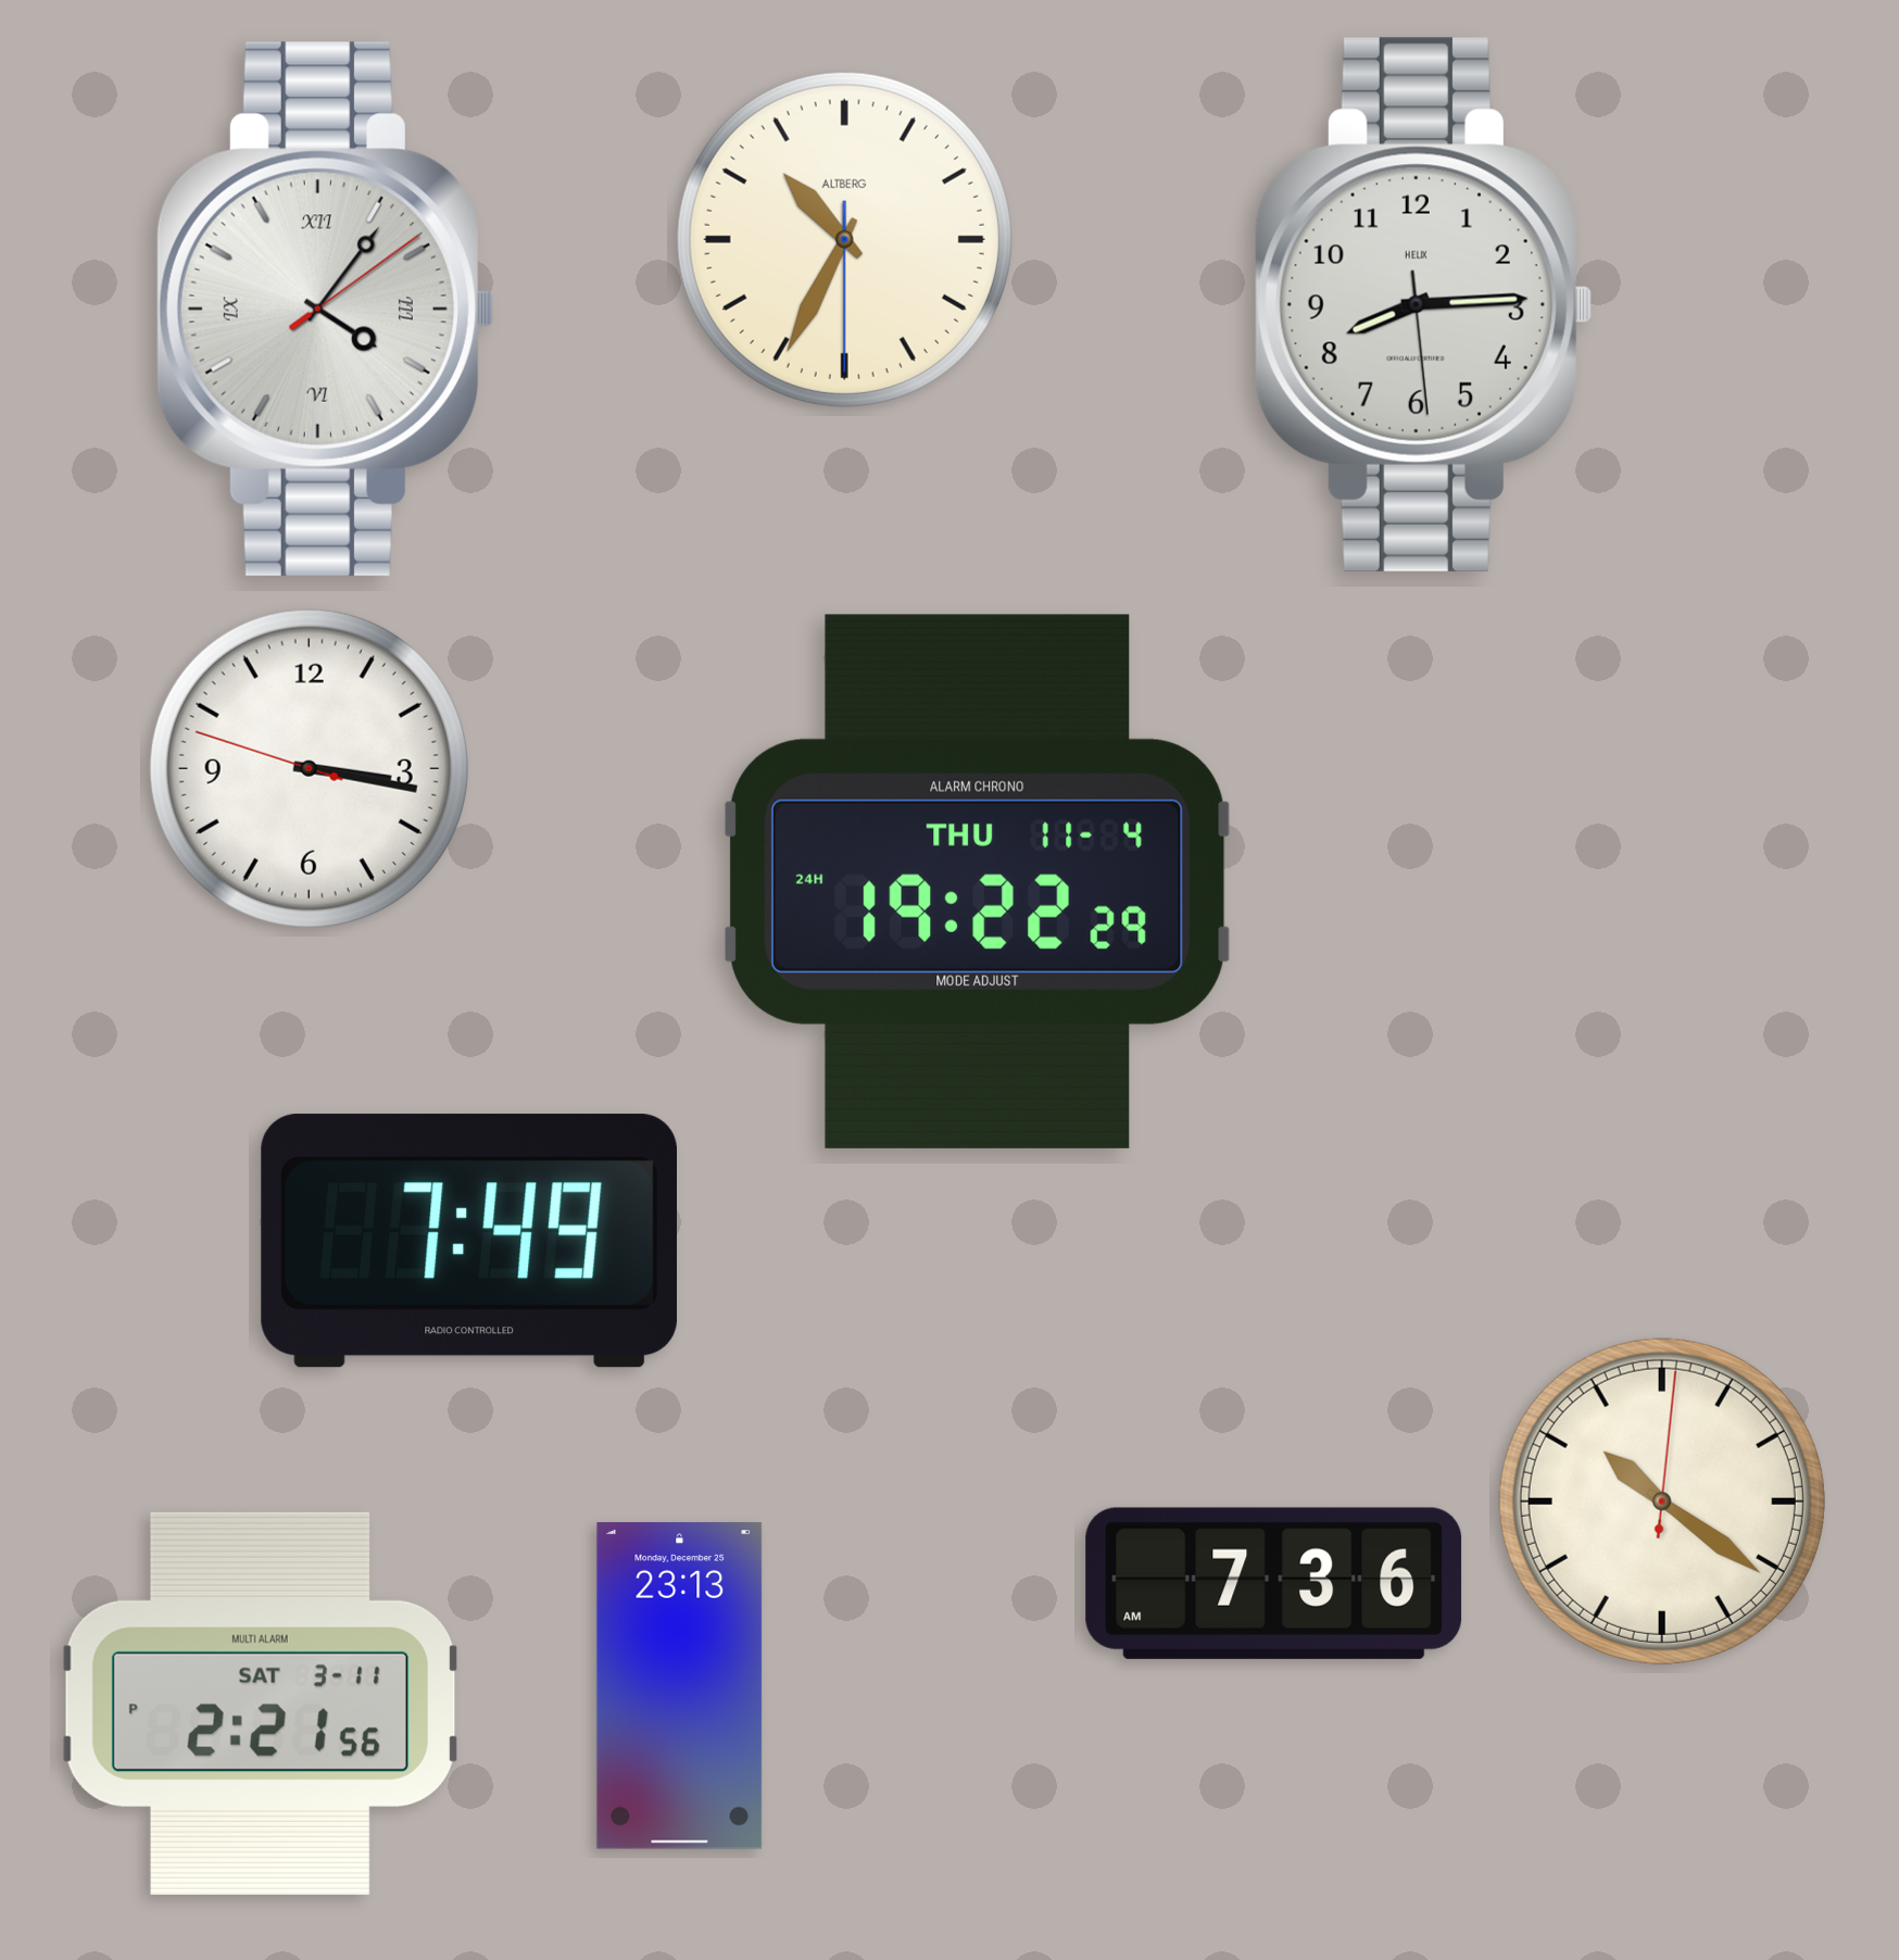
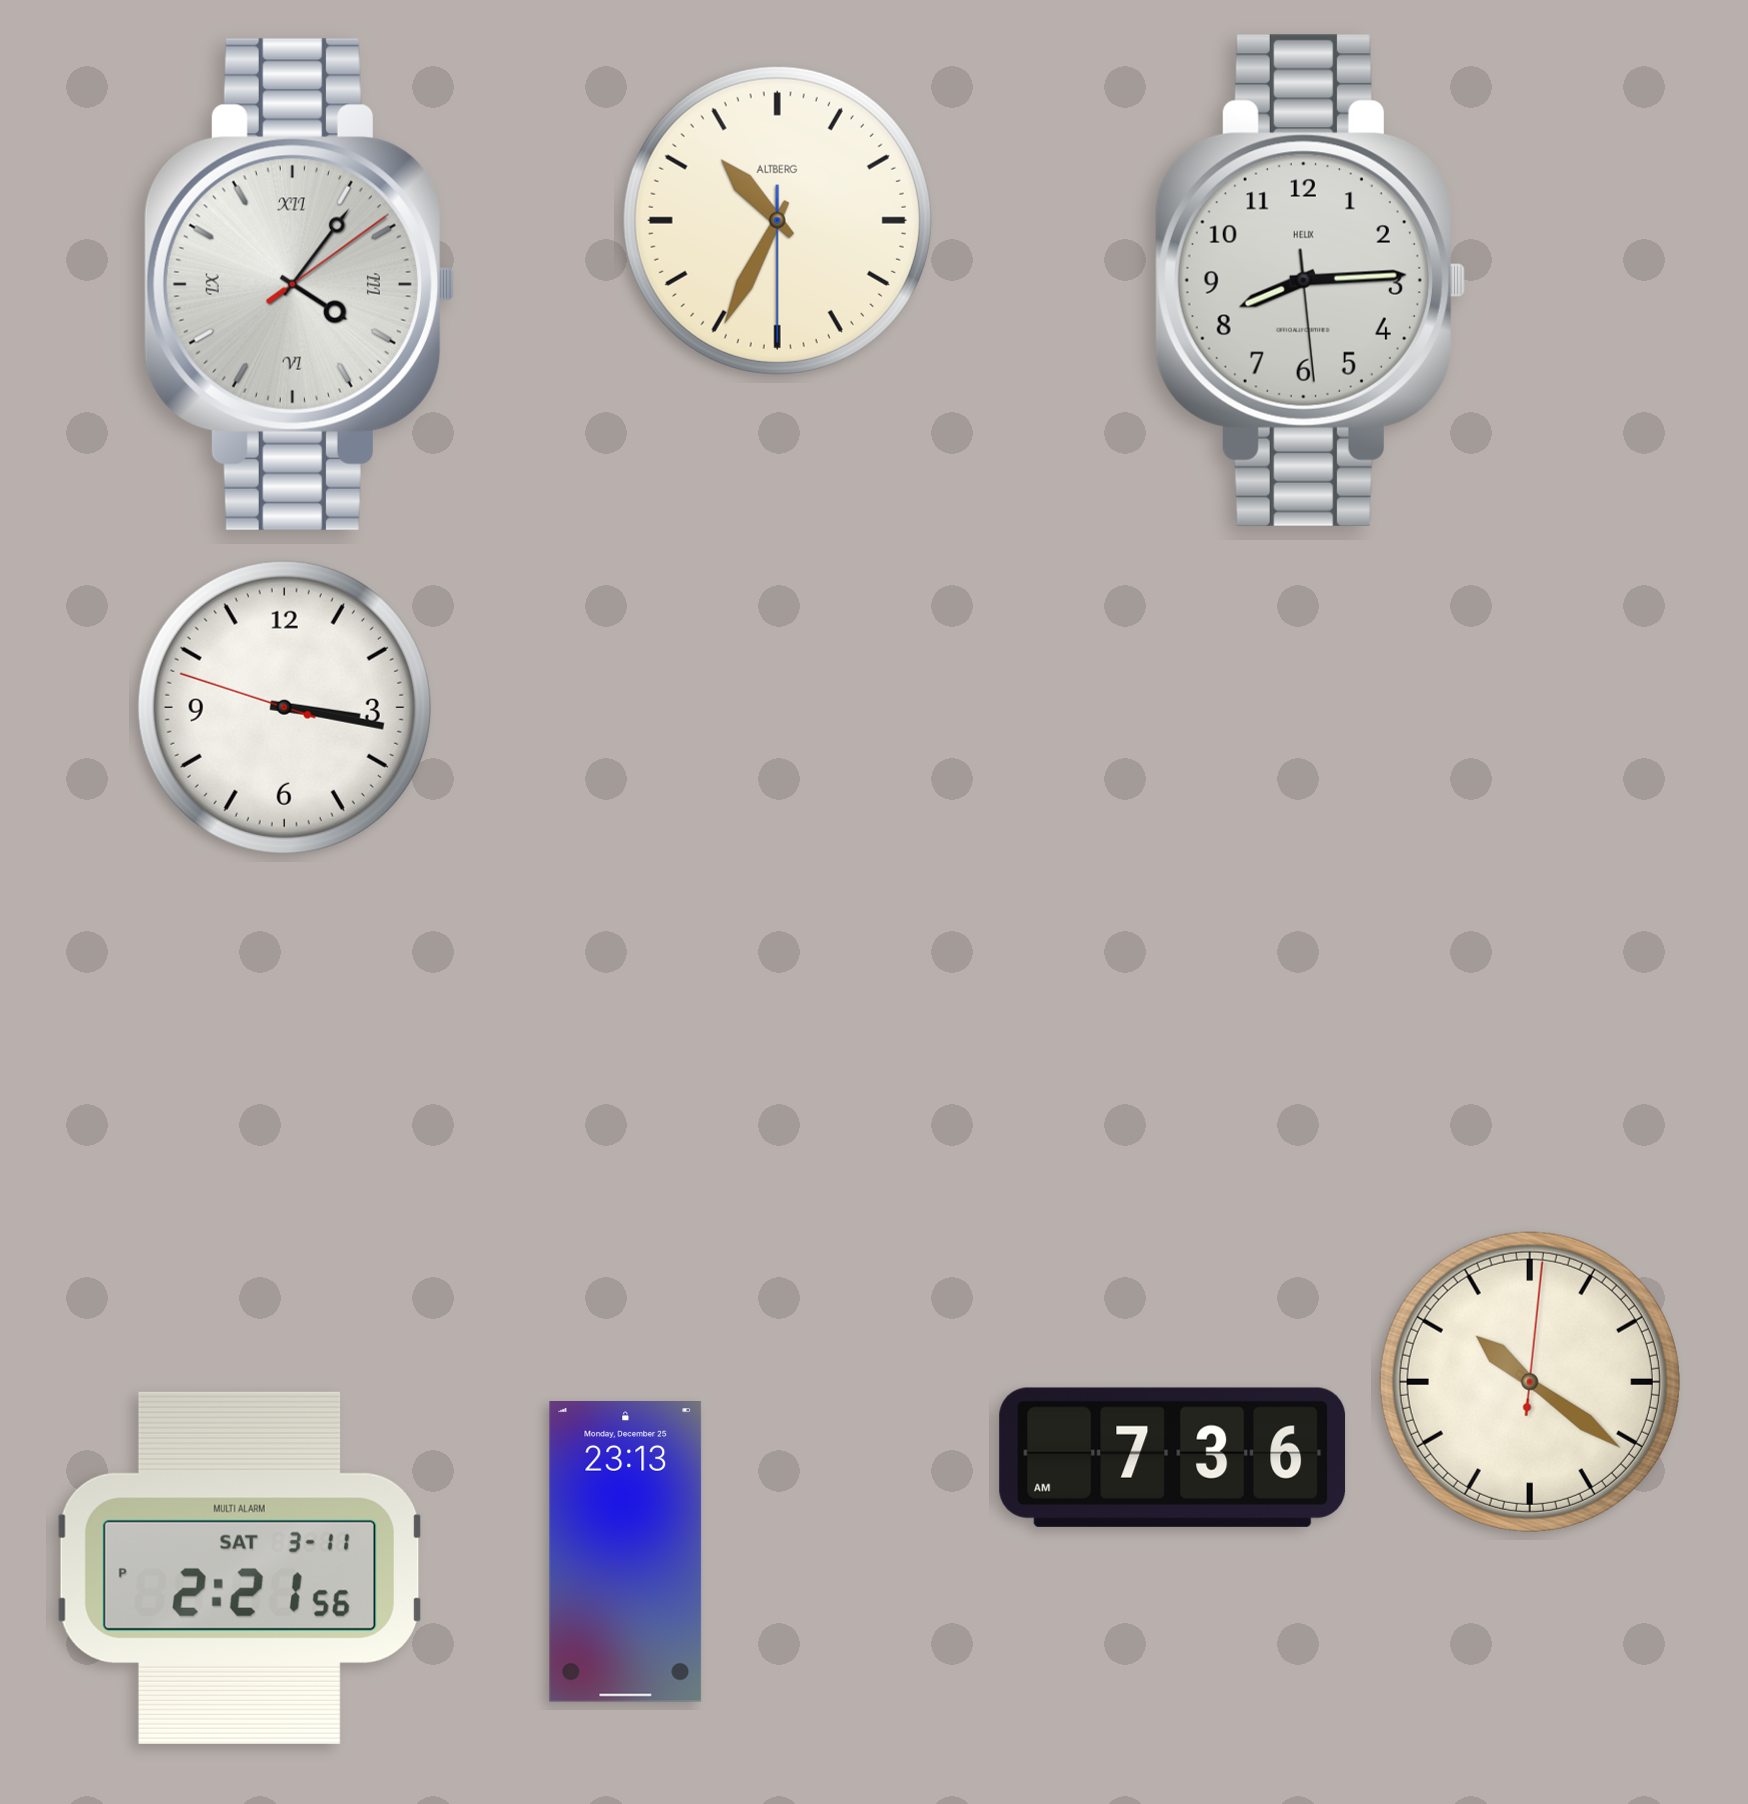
clock at (977, 881): 19:22 -> none
clock at (468, 1241): 7:49 -> none
